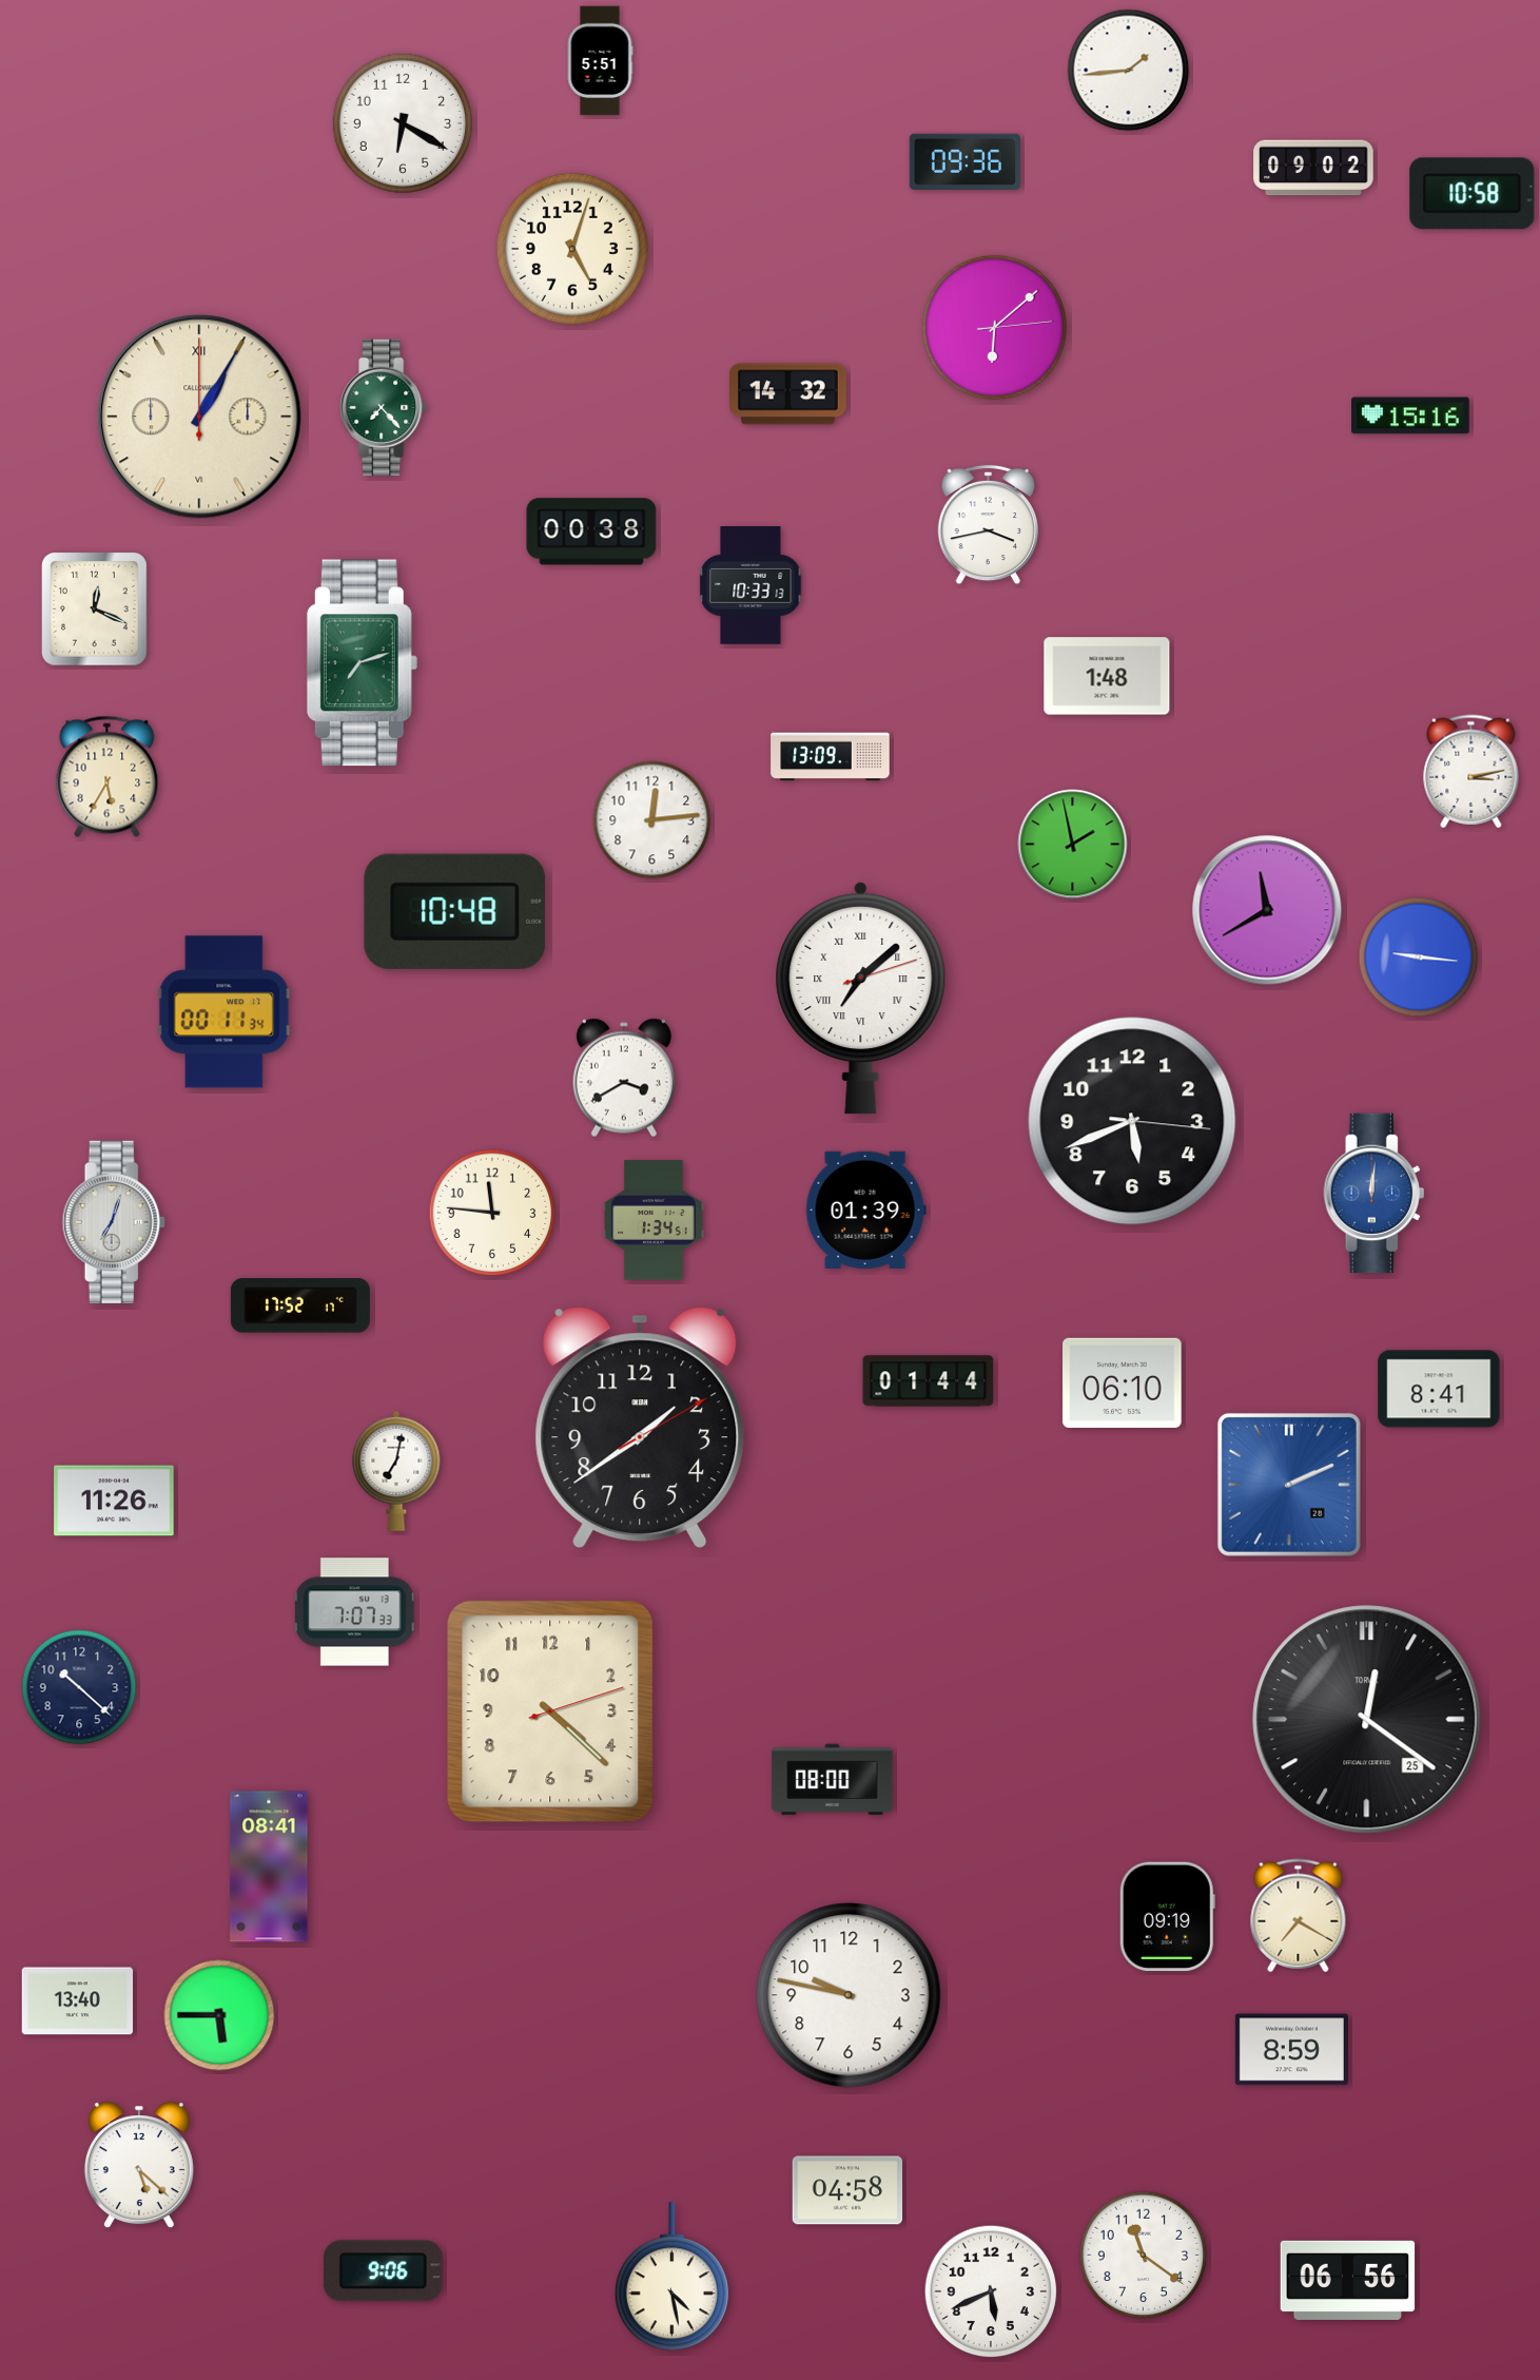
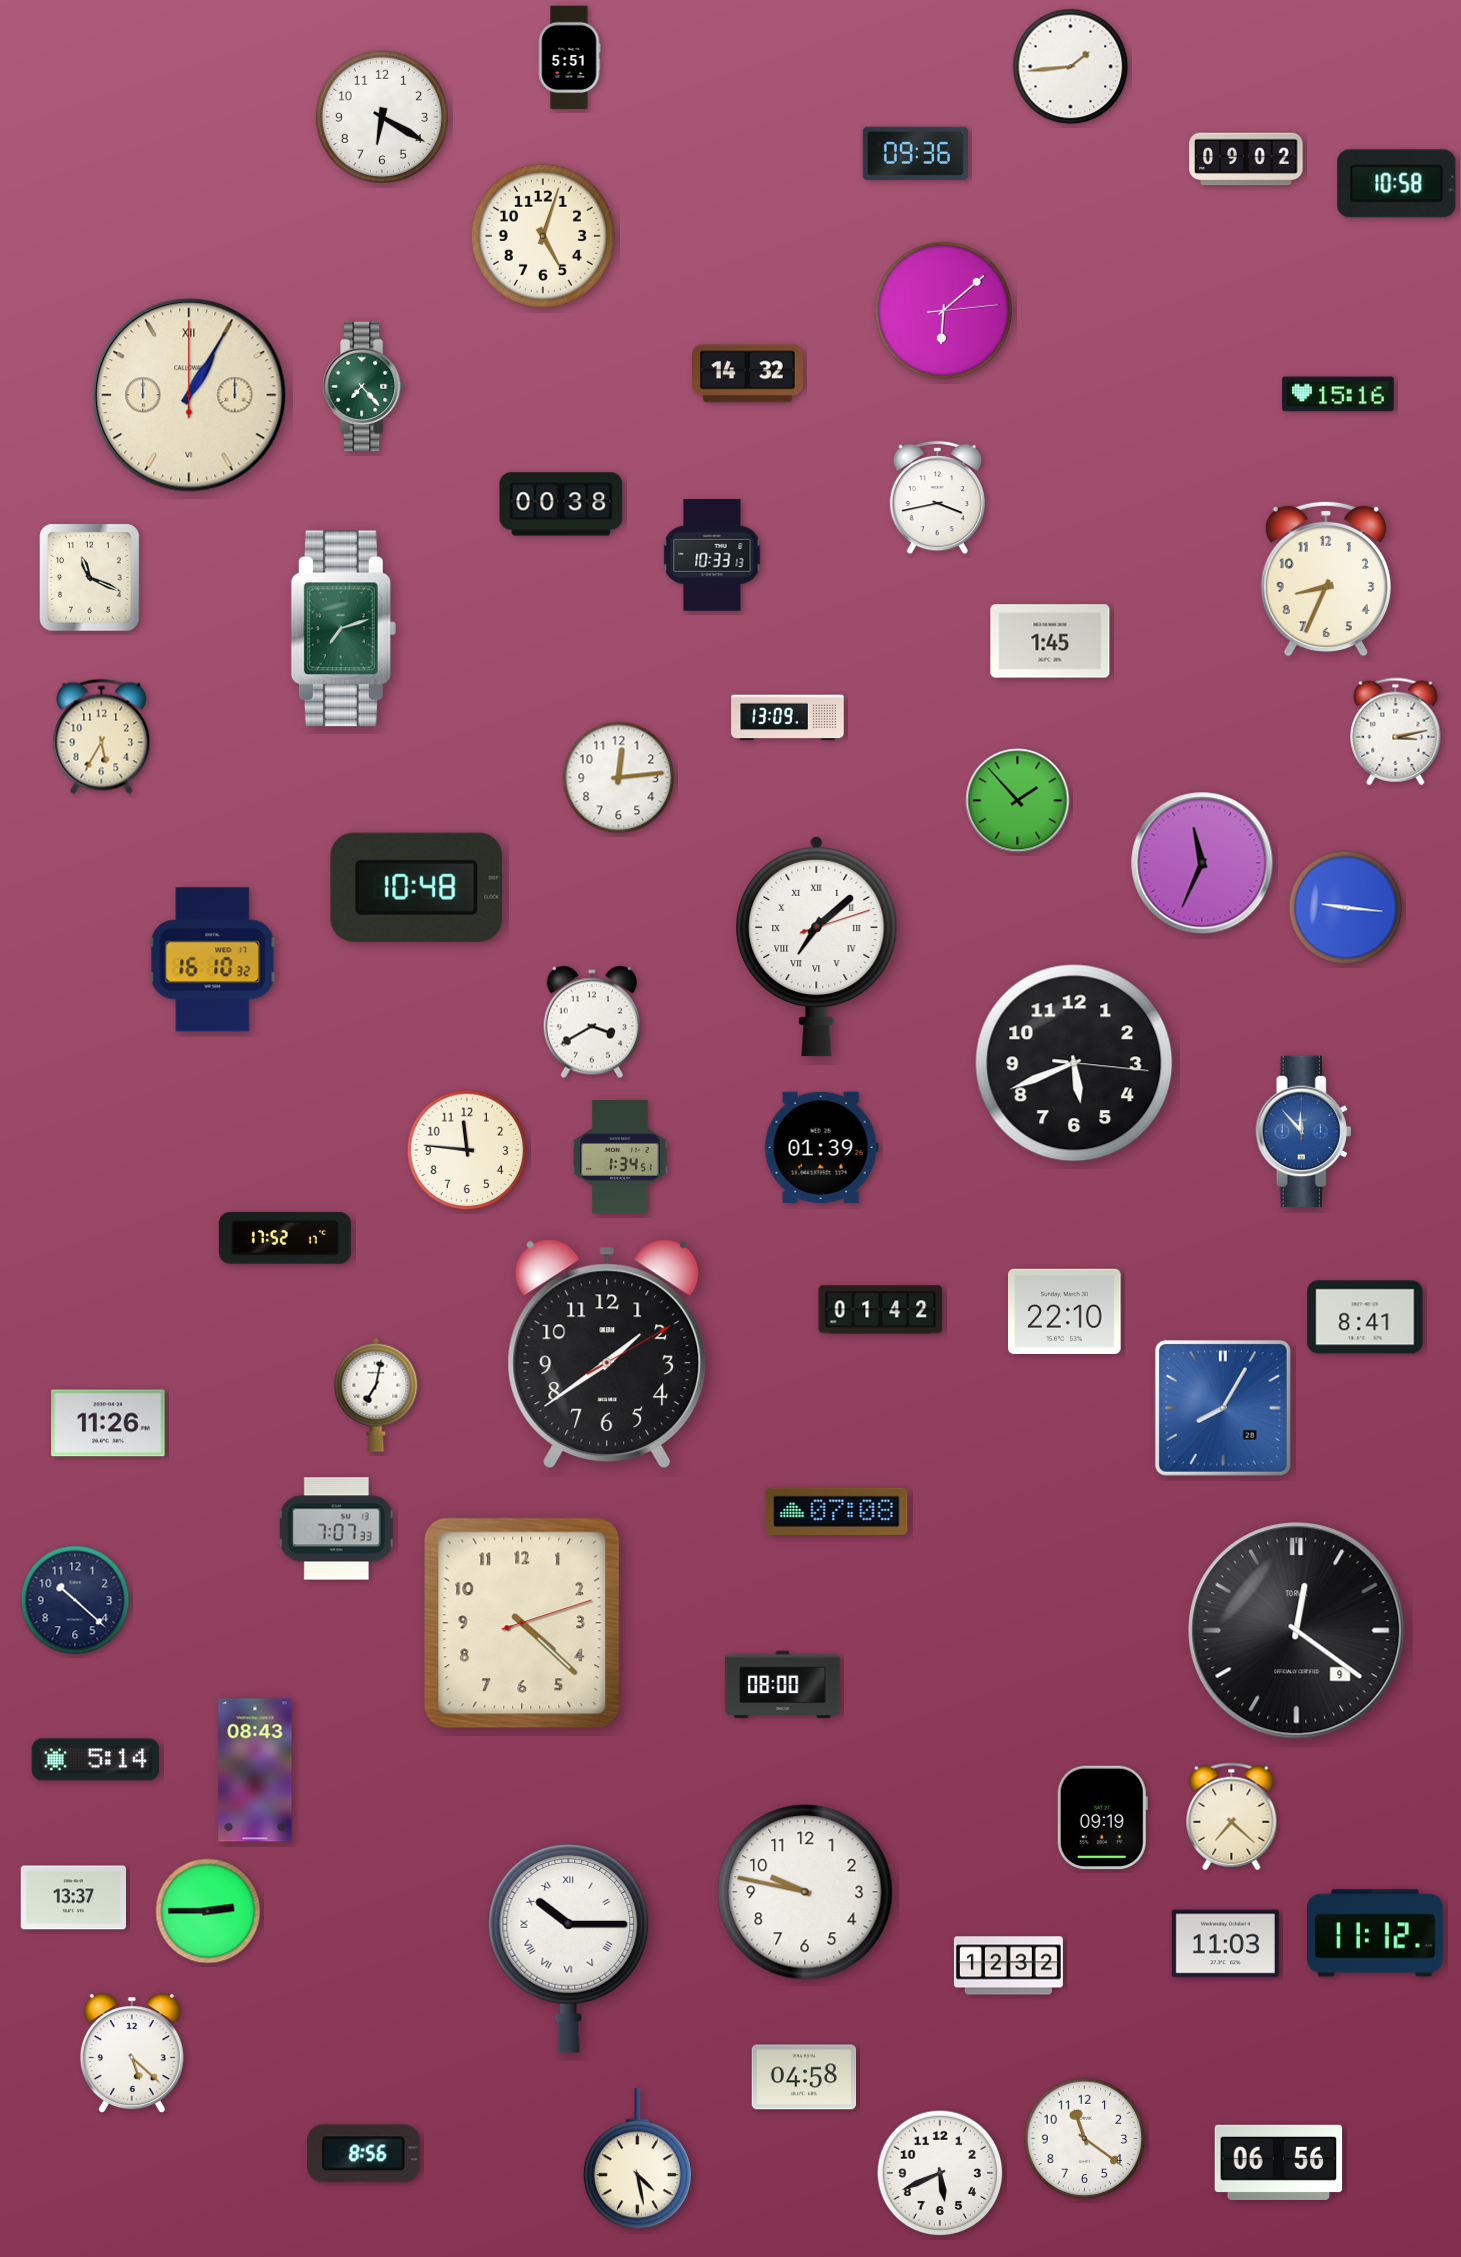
clock at (95, 609): 12:19 -> 11:19
clock at (1326, 579): none -> 8:34
clock at (1107, 676): 1:48 -> 1:45
clock at (1073, 845): 1:58 -> 1:53
clock at (1267, 910): 11:40 -> 11:34
clock at (455, 911) position: (455, 911) -> (417, 887)
clock at (225, 1012): 00:11 -> 16:10
clock at (1375, 1194): 12:01 -> 11:53
clock at (114, 1222): 7:03 -> none
clock at (929, 1381): 01:44 -> 01:42
clock at (1123, 1382): 06:10 -> 22:10
clock at (1289, 1485): 2:11 -> 8:05
clock at (837, 1512): none -> 07:08
clock at (1367, 1720) date: 25 -> 9
clock at (833, 1780) position: (833, 1780) -> (783, 1685)
clock at (96, 1760): none -> 5:14
clock at (269, 1866): 08:41 -> 08:43
clock at (1299, 1916): 7:20 -> 7:22
clock at (1167, 1917) position: (1167, 1917) -> (1102, 1818)
clock at (77, 2001): 13:40 -> 13:37
clock at (219, 2015): 5:45 -> 2:45
clock at (1375, 1933): none -> 11:12
clock at (1291, 2050): 8:59 -> 11:03
clock at (569, 1948): none -> 10:15
clock at (1008, 1966): none -> 12:32
clock at (383, 2271): 9:06 -> 8:56
